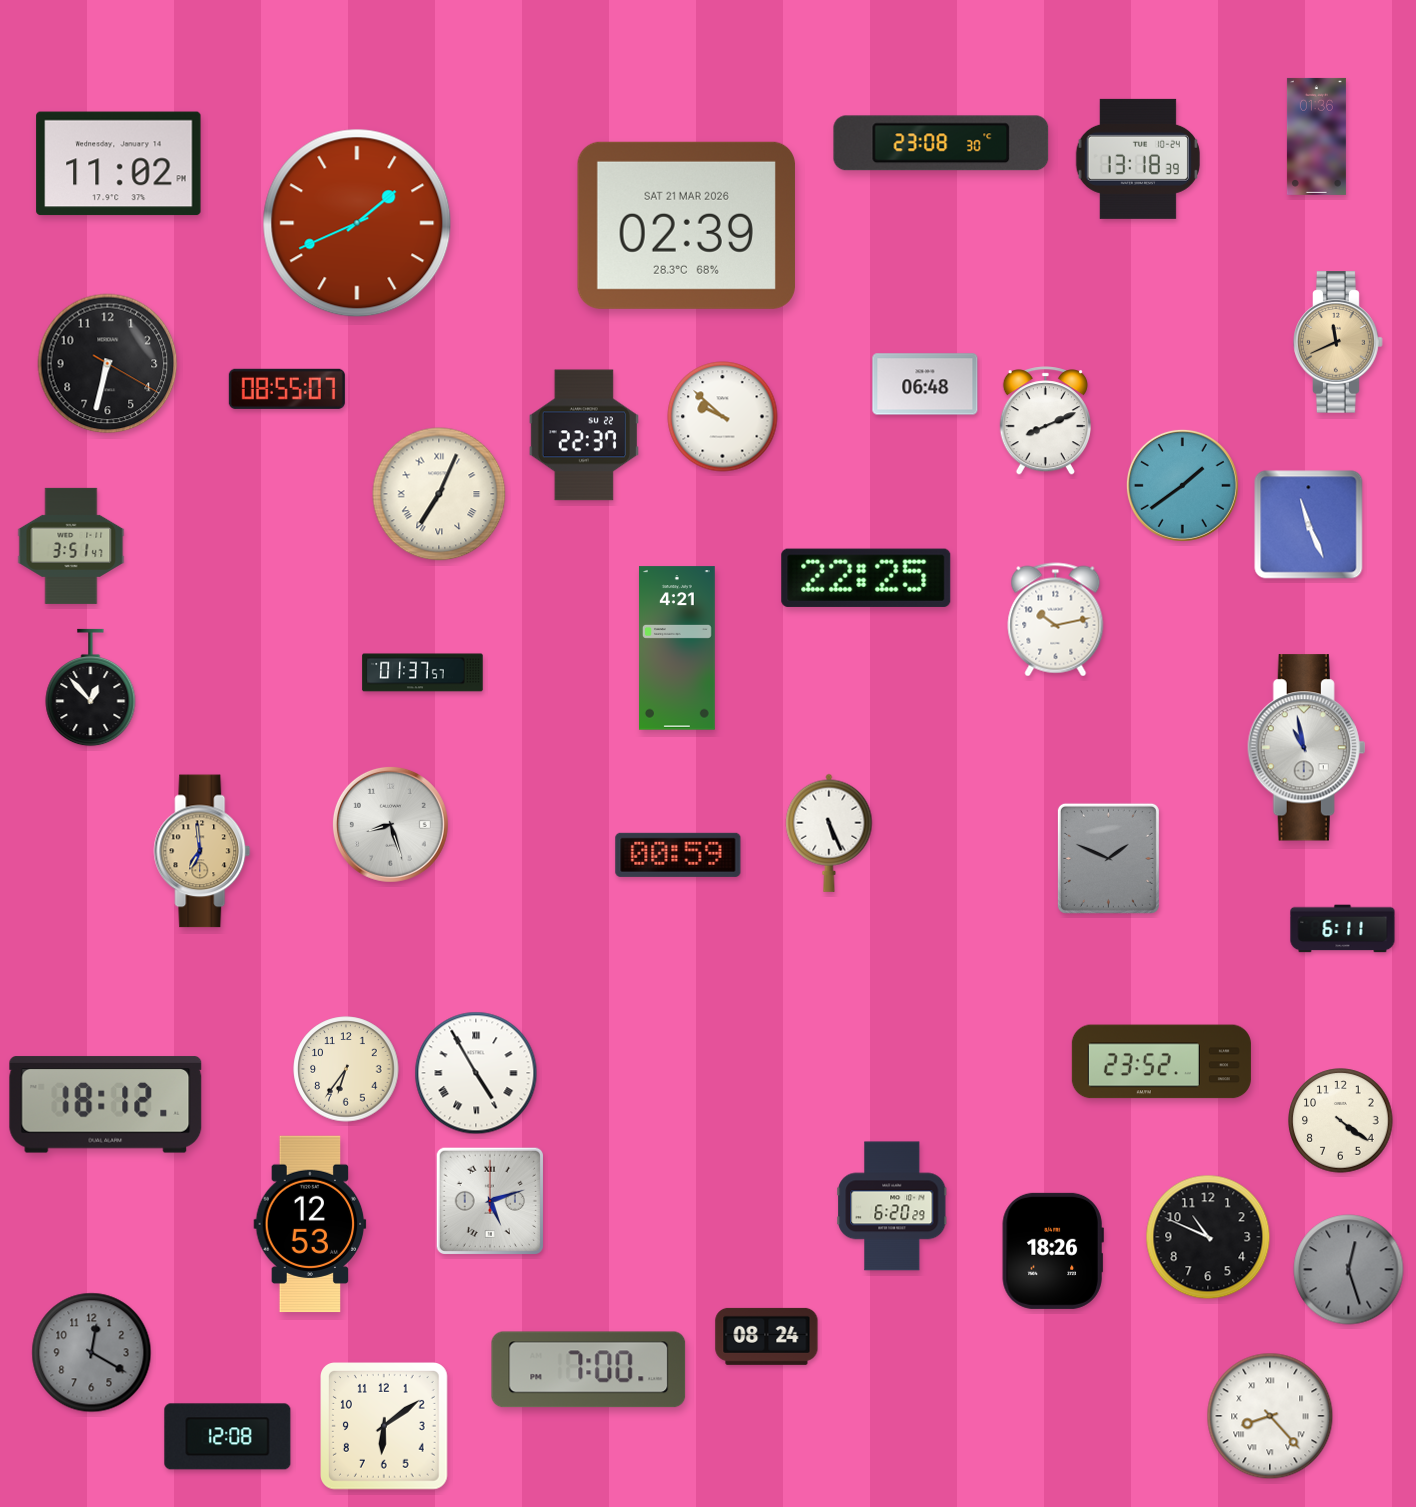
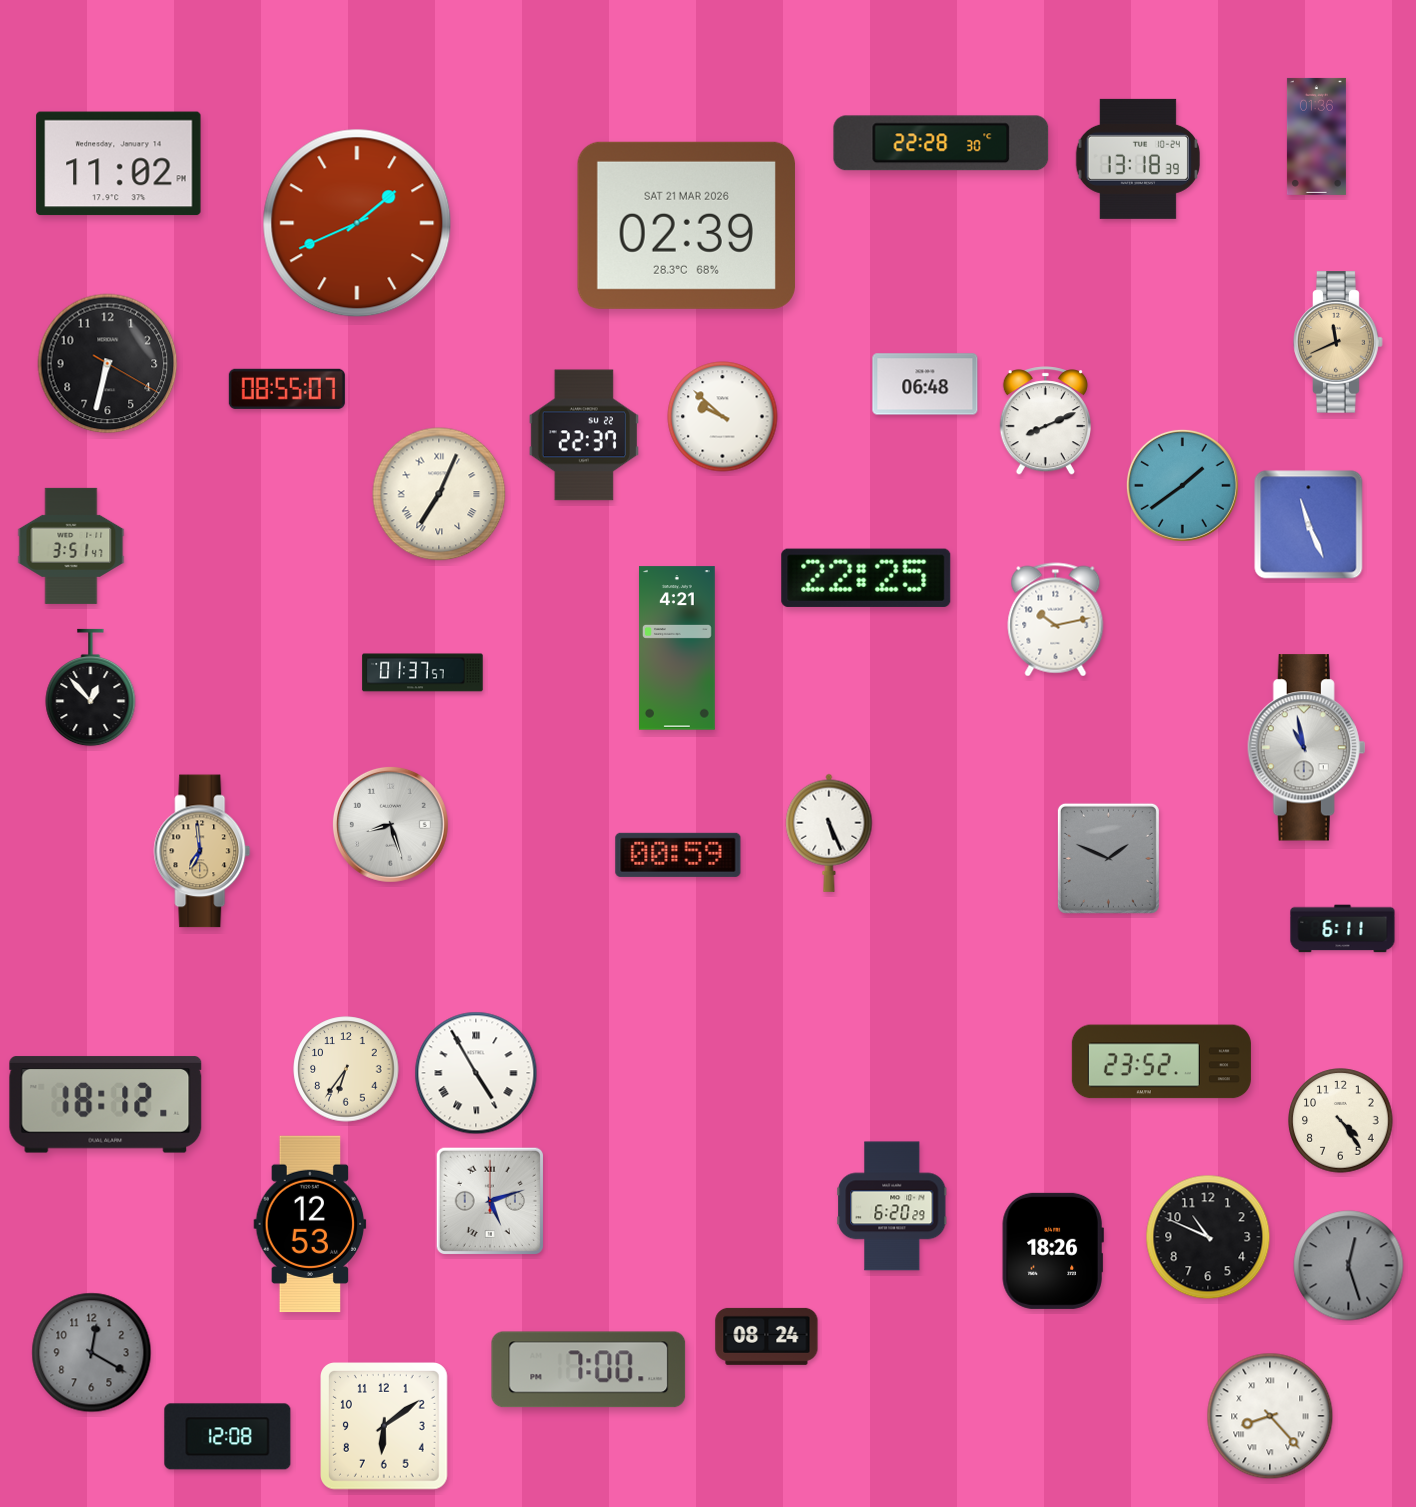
clock at (941, 143): 23:08 -> 22:28
clock at (1341, 1121): 4:21 -> 4:24
clock at (1349, 1270) position: (1349, 1270) -> (1349, 1266)
